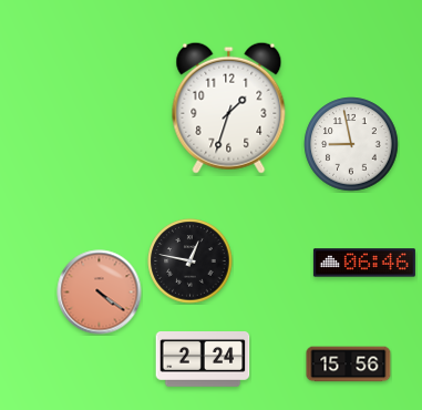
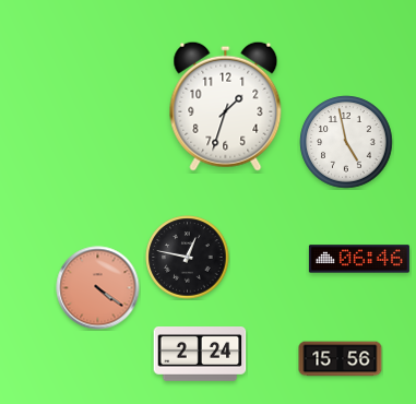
clock at (351, 144): 8:58 -> 4:58
clock at (349, 365) position: (349, 365) -> (341, 359)
